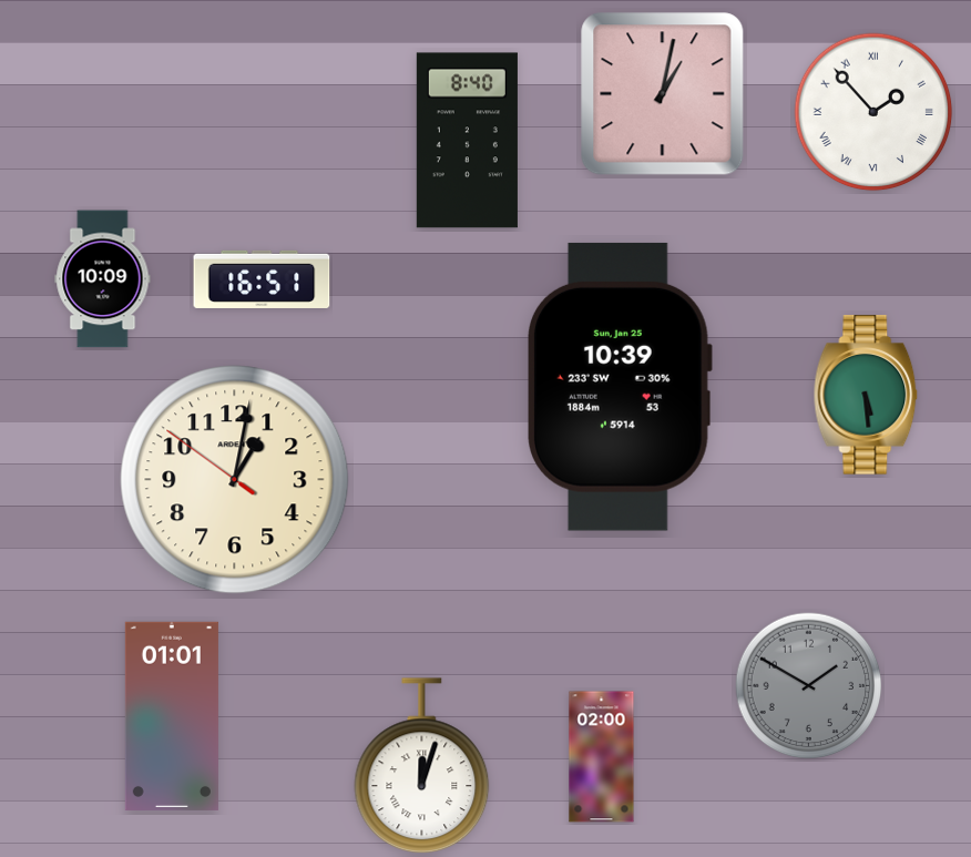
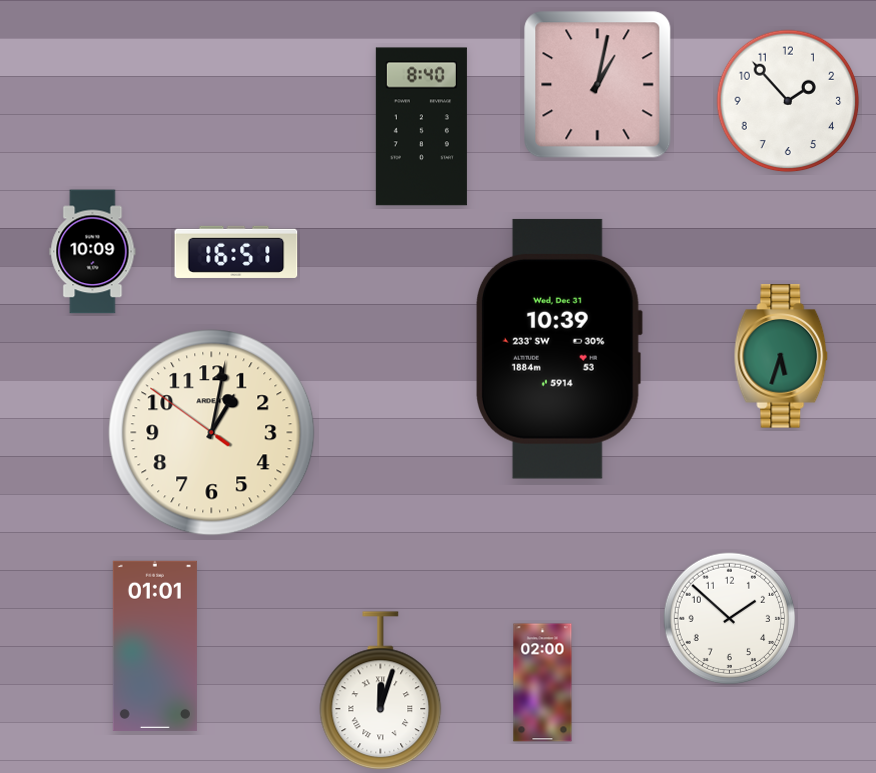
clock at (873, 112) numerals: Roman -> Arabic
clock at (620, 387) date: Sun, Jan 25 -> Wed, Dec 31
clock at (866, 395): 5:29 -> 5:33
clock at (809, 686): 1:50 -> 1:52
clock at (809, 686) dial: grey -> white
